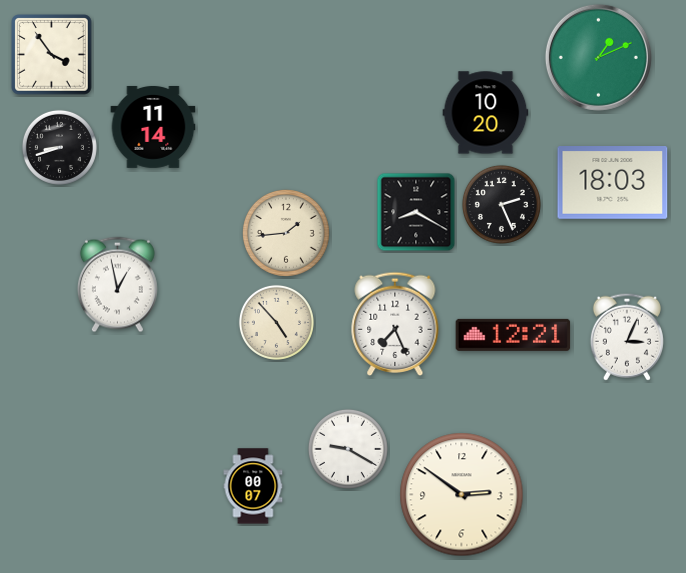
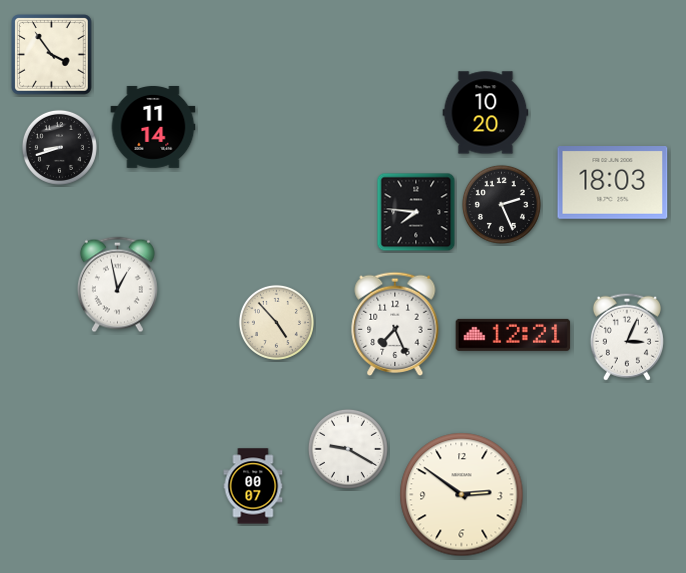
clock at (598, 57): 1:11 -> none
clock at (416, 212): 8:20 -> 7:46
clock at (286, 233): 1:44 -> none
